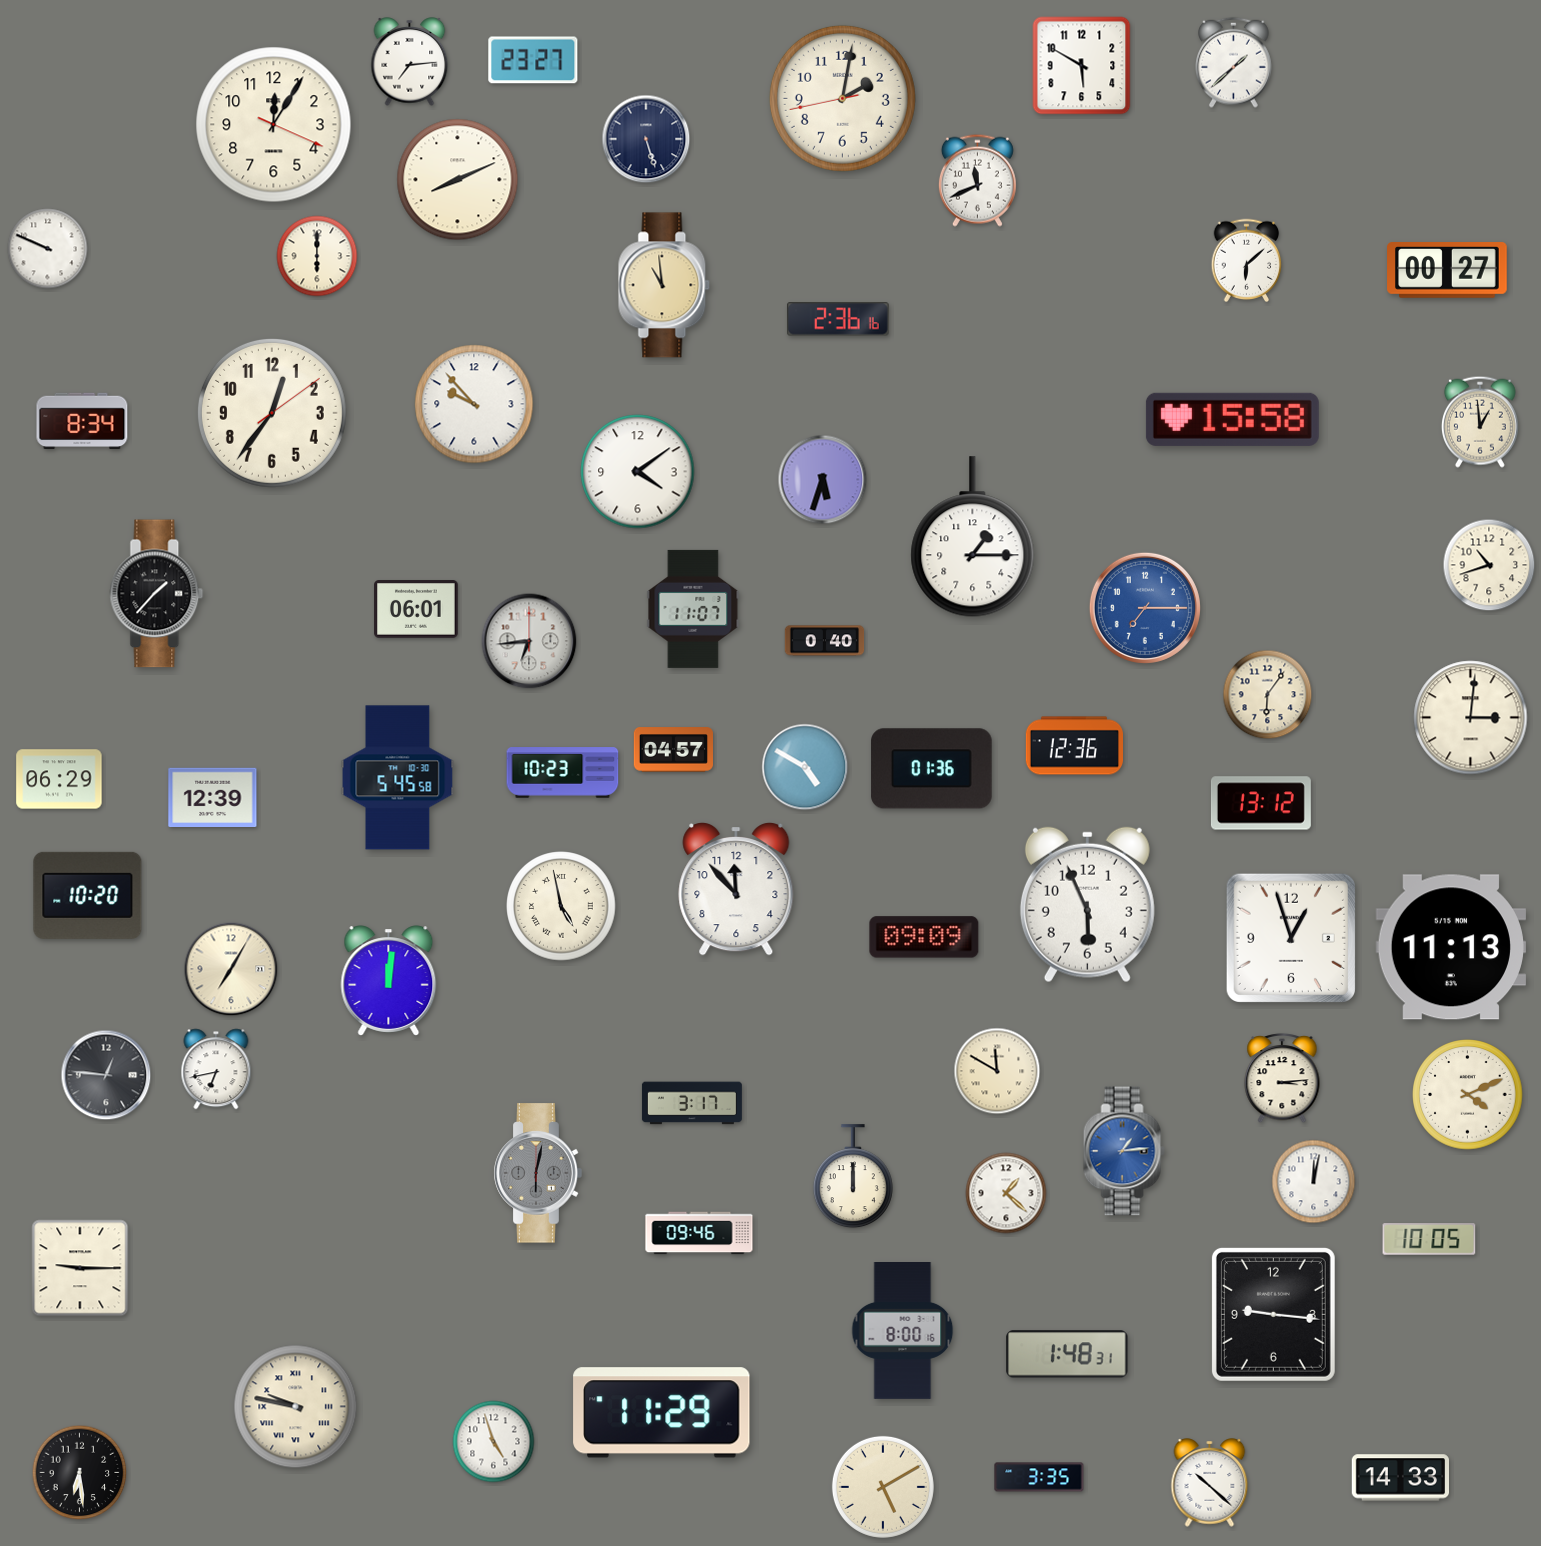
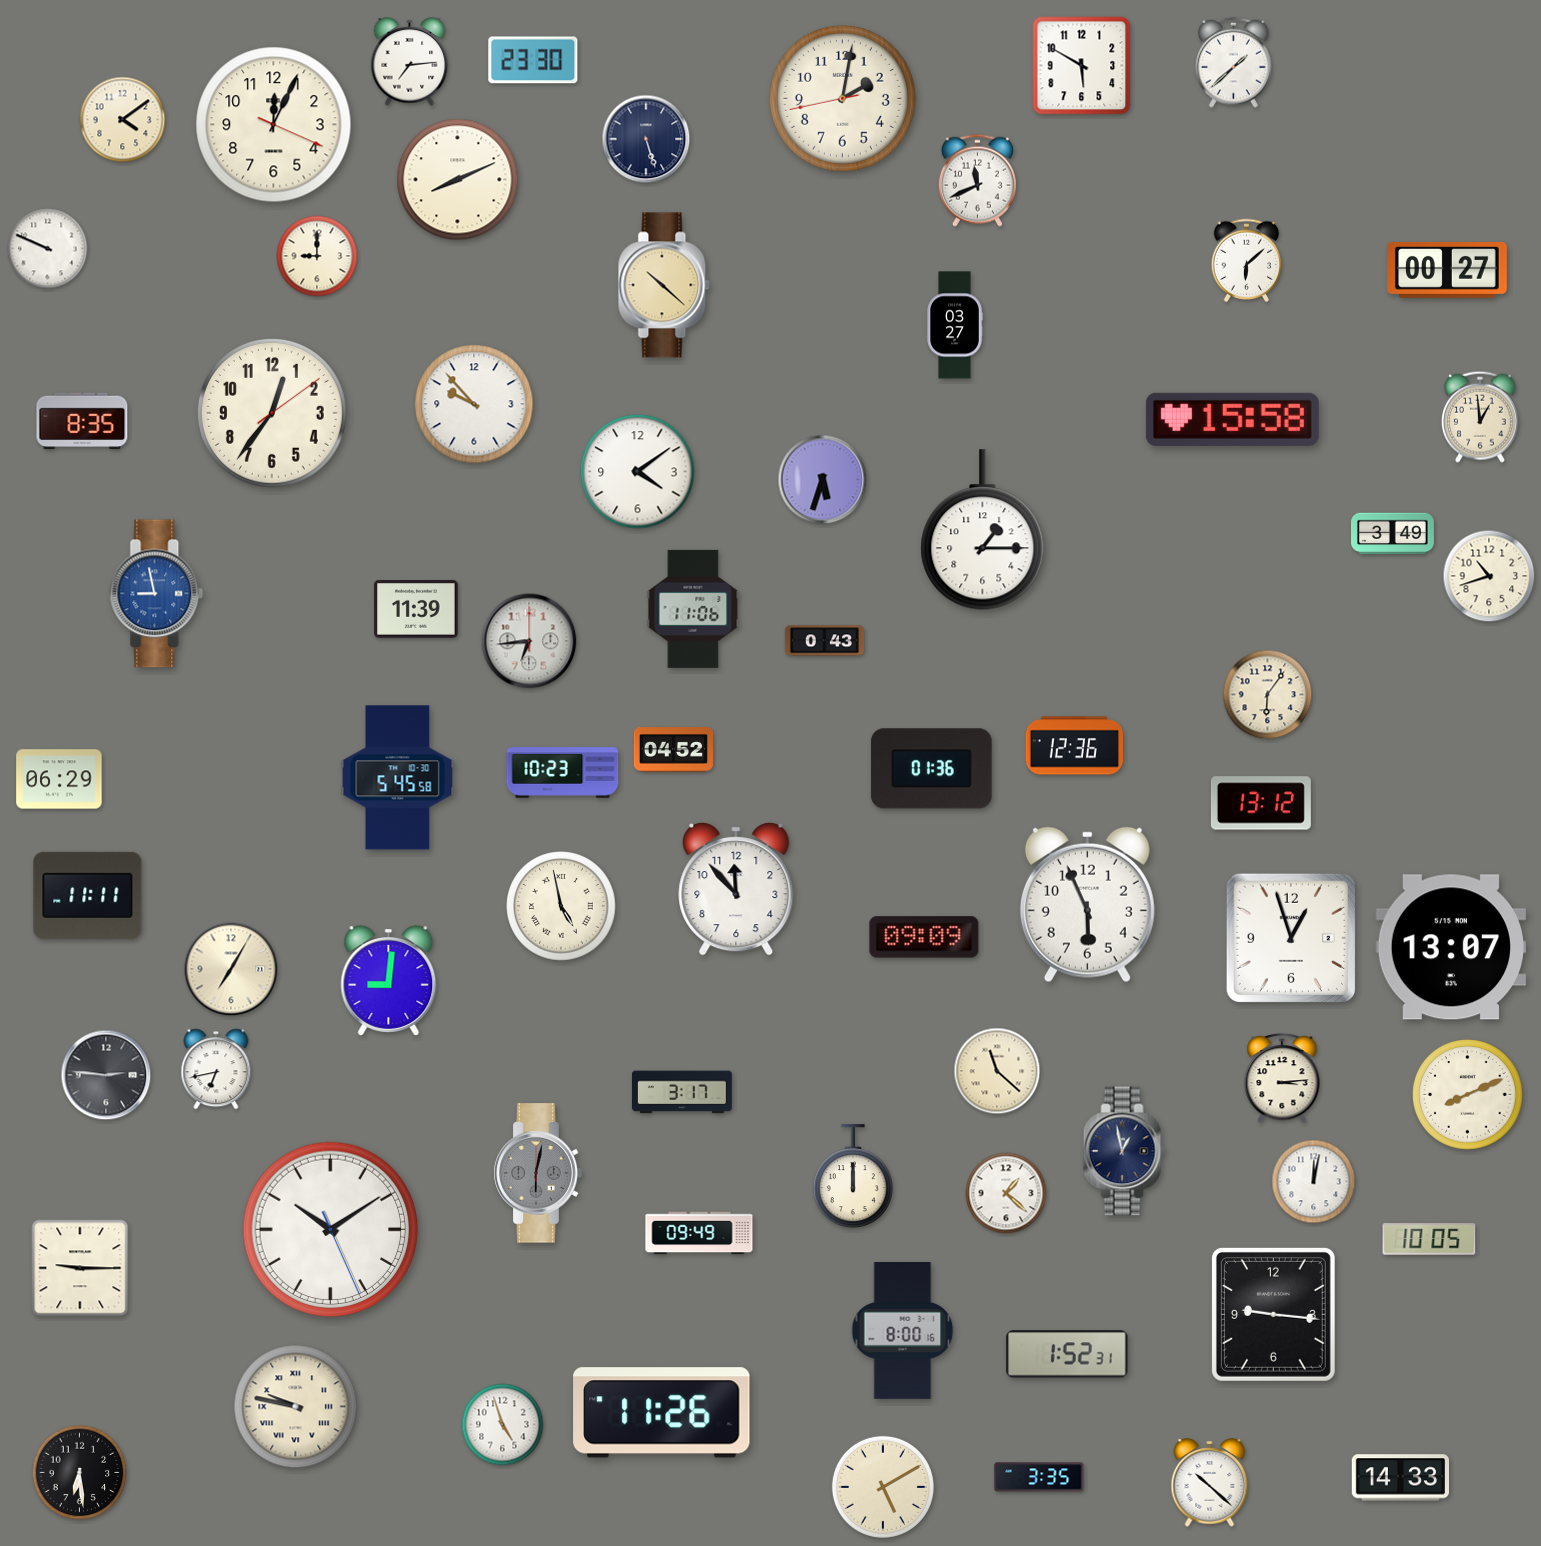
clock at (533, 60): 23:27 -> 23:30
clock at (123, 120): none -> 4:09
clock at (274, 125): 12:05 -> 12:04
clock at (317, 256): 6:00 -> 9:00
clock at (664, 285): 10:59 -> 10:22
clock at (838, 319): 2:36 -> none
clock at (955, 325): none -> 03:27
clock at (82, 421): 8:34 -> 8:35
clock at (1480, 422) position: (1480, 422) -> (1480, 417)
clock at (1393, 534): none -> 3:49
clock at (973, 537) position: (973, 537) -> (983, 530)
clock at (1489, 565) position: (1489, 565) -> (1489, 576)
clock at (157, 594): 1:37 -> 8:58
clock at (157, 594) dial: black -> blue
clock at (1145, 608): 7:15 -> none
clock at (416, 609): 06:01 -> 11:39
clock at (693, 609): 11:07 -> 11:06
clock at (825, 641): 0:40 -> 0:43
clock at (1471, 718): 3:01 -> none
clock at (674, 750): 04:57 -> 04:52
clock at (805, 767): 4:50 -> none
clock at (213, 798): 12:39 -> none
clock at (88, 895): 10:20 -> 11:11
clock at (1450, 947): 11:13 -> 13:07
clock at (389, 981): 12:01 -> 9:01
clock at (997, 1071): 11:50 -> 11:22
clock at (106, 1075): 12:46 -> 2:46
clock at (1468, 1095): 4:11 -> 8:11
clock at (692, 1103) position: (692, 1103) -> (682, 1092)
clock at (1124, 1151): 1:14 -> 12:58
clock at (1124, 1151) dial: blue -> navy
clock at (331, 1230): none -> 10:09
clock at (699, 1233): 09:46 -> 09:49
clock at (1067, 1354): 1:48 -> 1:52
clock at (662, 1413): 11:29 -> 11:26
clock at (494, 1442) position: (494, 1442) -> (503, 1425)
